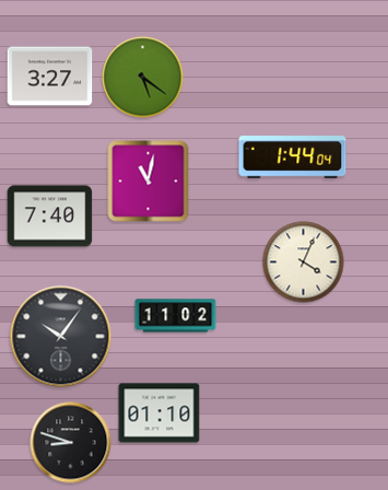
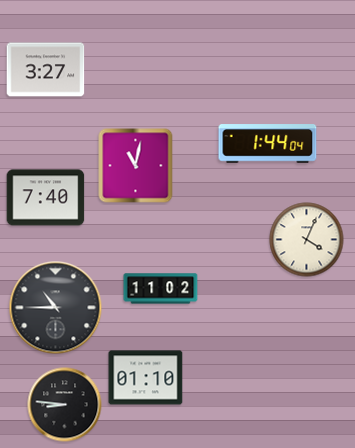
clock at (143, 78): 5:21 -> none
clock at (304, 262) position: (304, 262) -> (307, 240)
clock at (61, 337): 10:06 -> 10:45
clock at (71, 443): 8:48 -> 8:46
